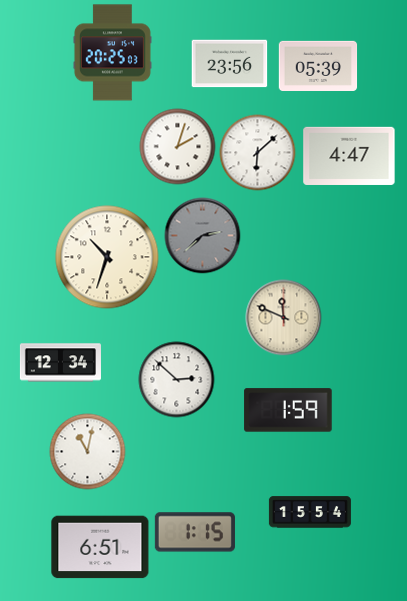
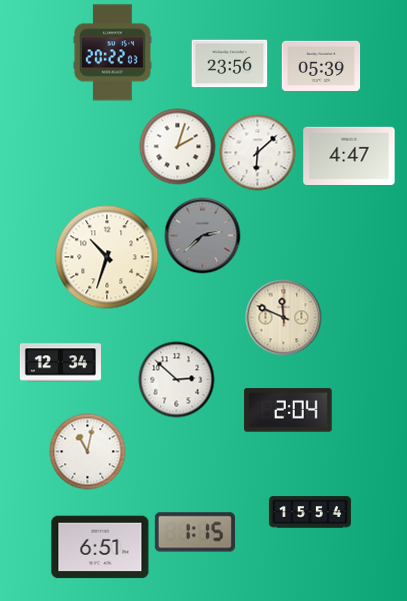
clock at (112, 53): 20:25 -> 20:22
clock at (318, 65) position: (318, 65) -> (321, 65)
clock at (288, 410): 1:59 -> 2:04
